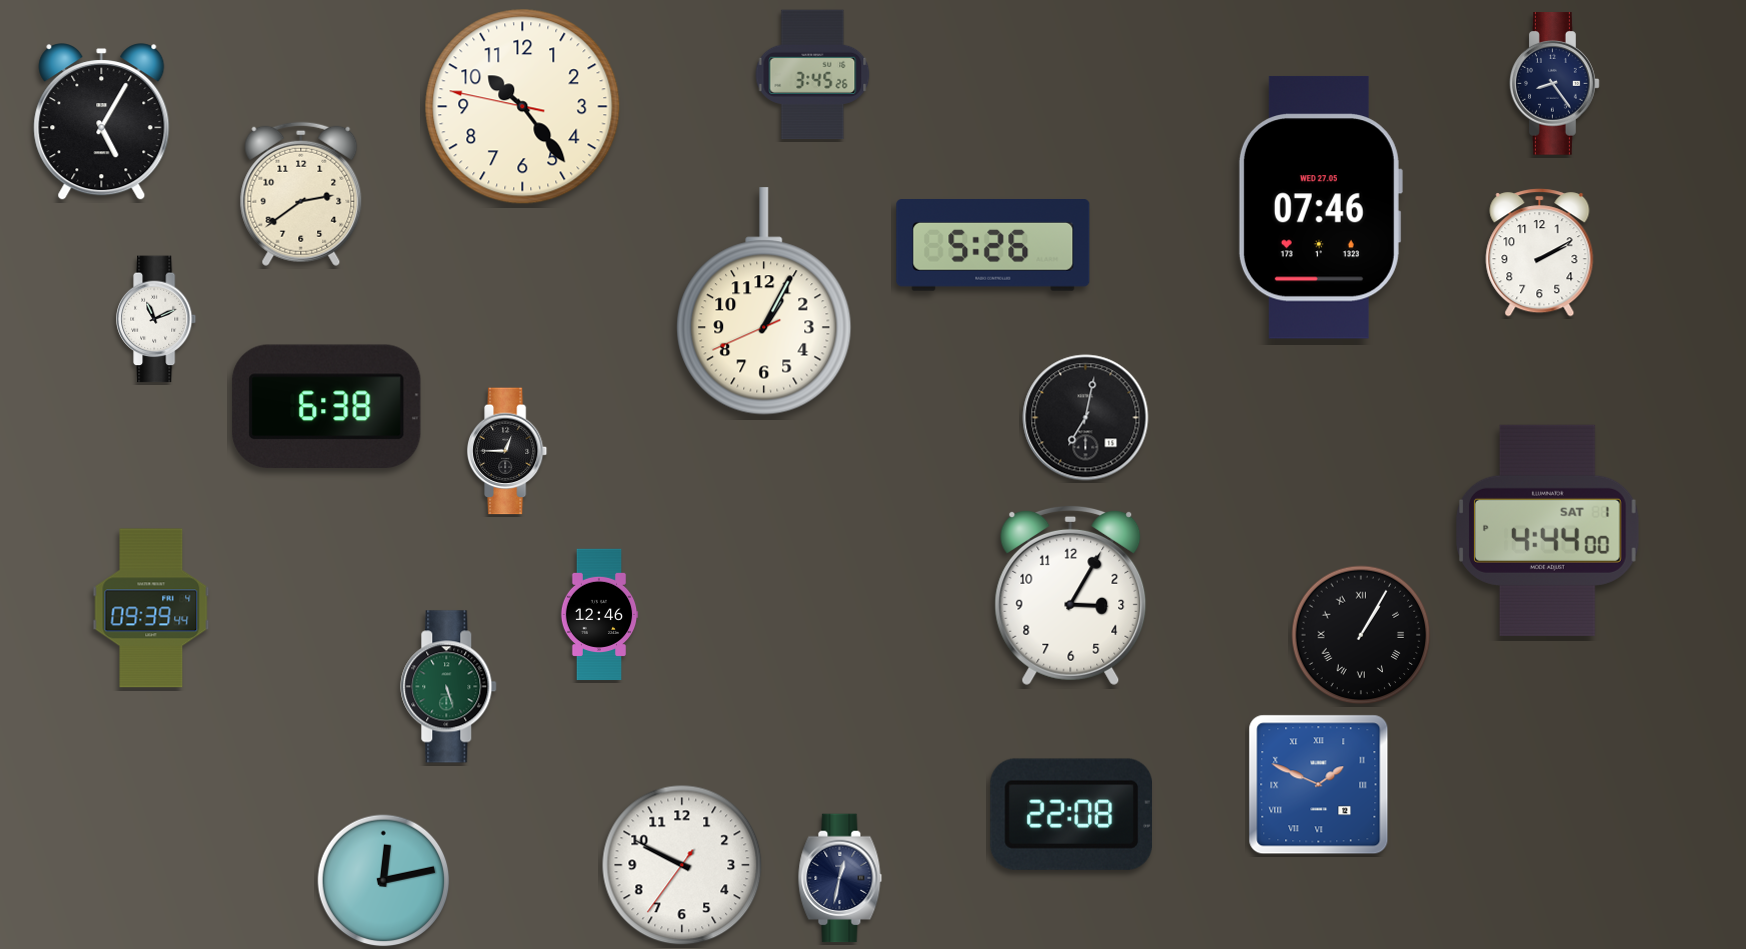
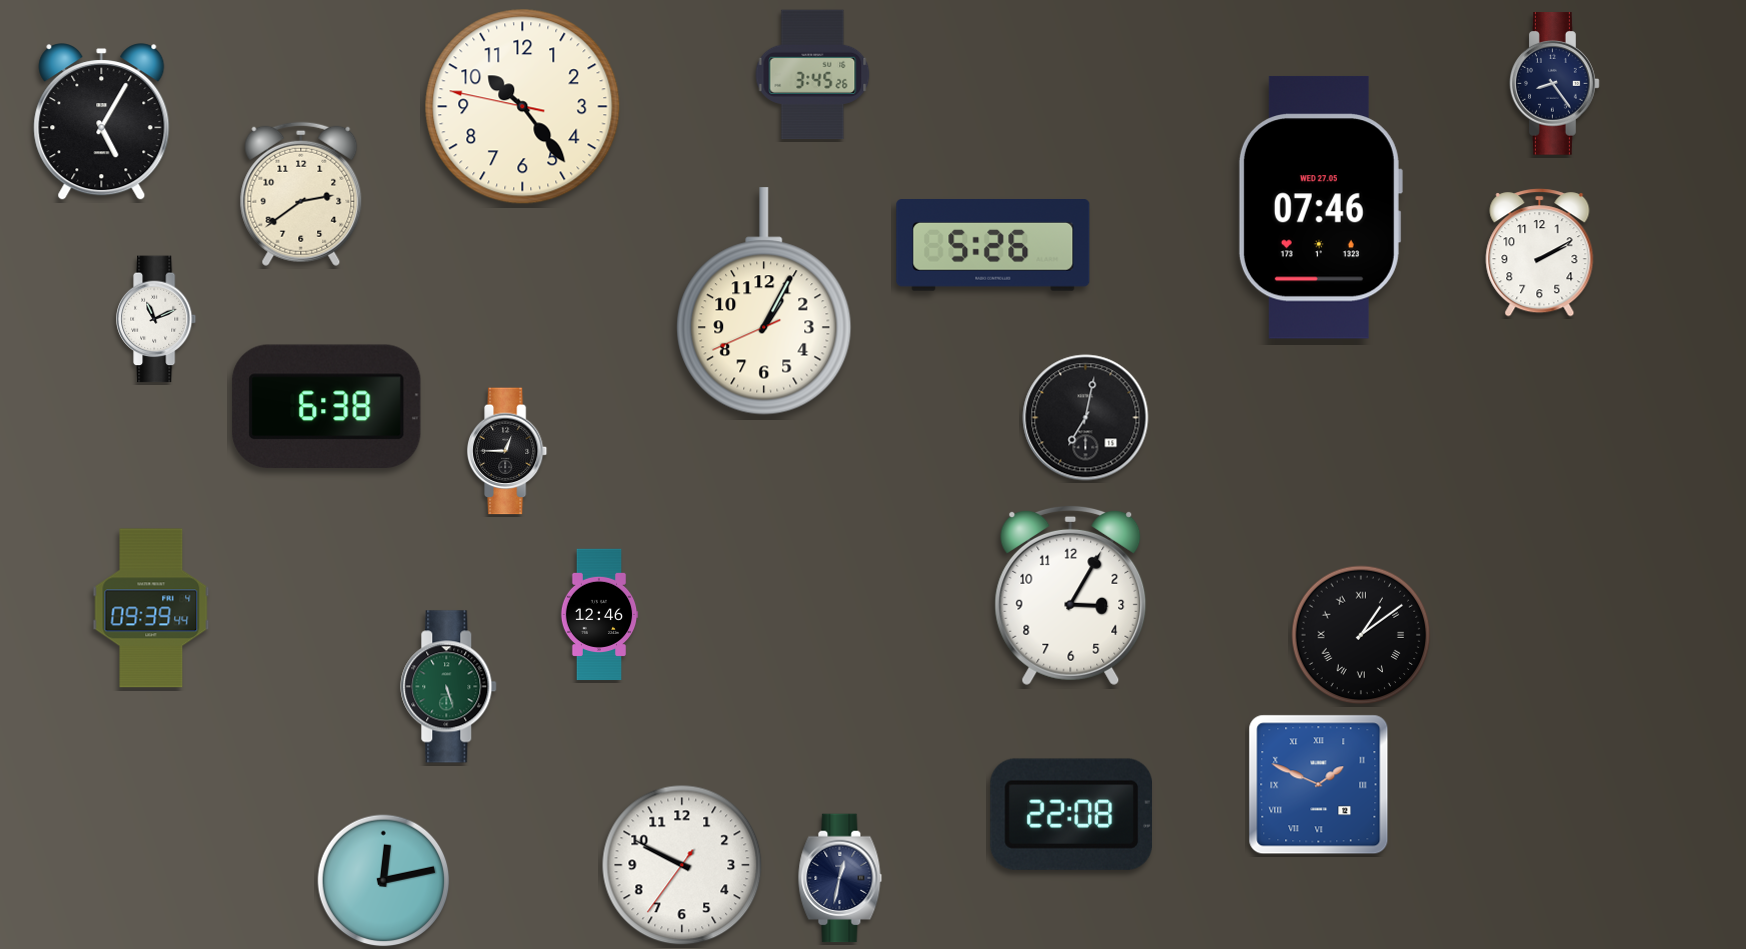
clock at (1548, 530): 4:44 -> none
clock at (1361, 635): 1:05 -> 1:09
